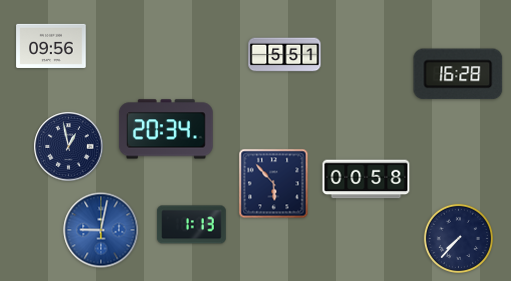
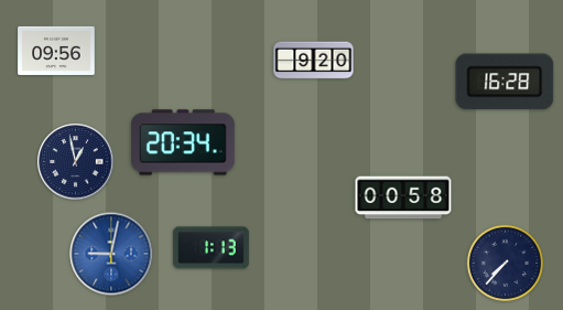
clock at (285, 55): 5:51 -> 9:20
clock at (274, 184): 5:53 -> none
